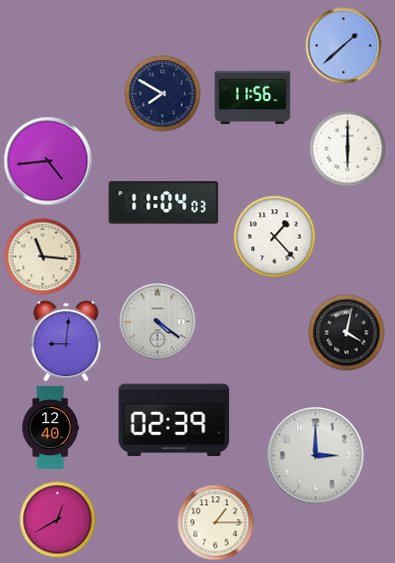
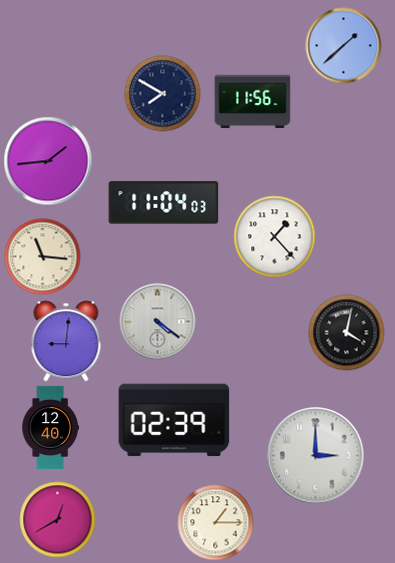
clock at (253, 98) position: (253, 98) -> (253, 102)
clock at (348, 149): 6:00 -> none
clock at (48, 161): 4:44 -> 1:44
